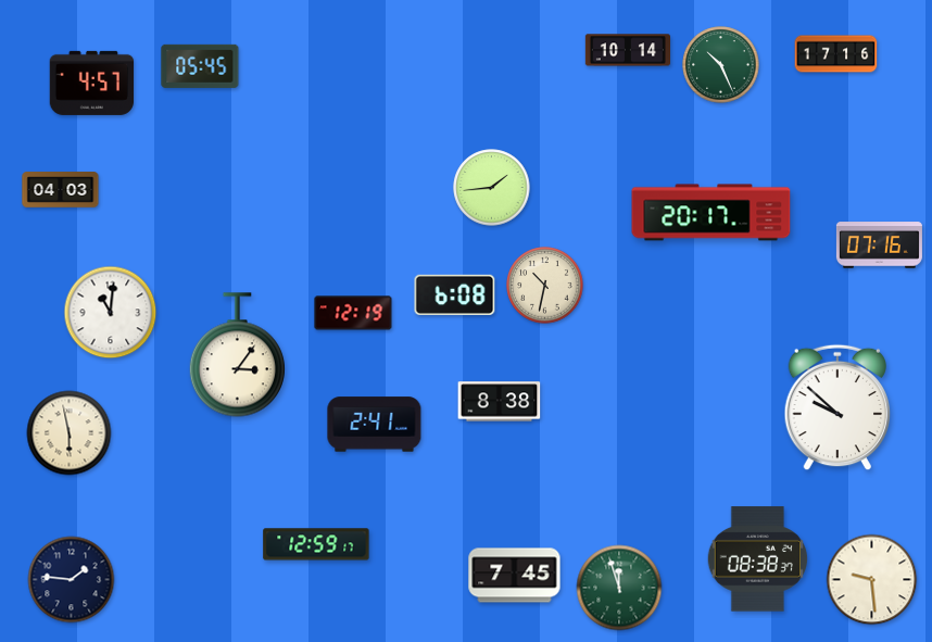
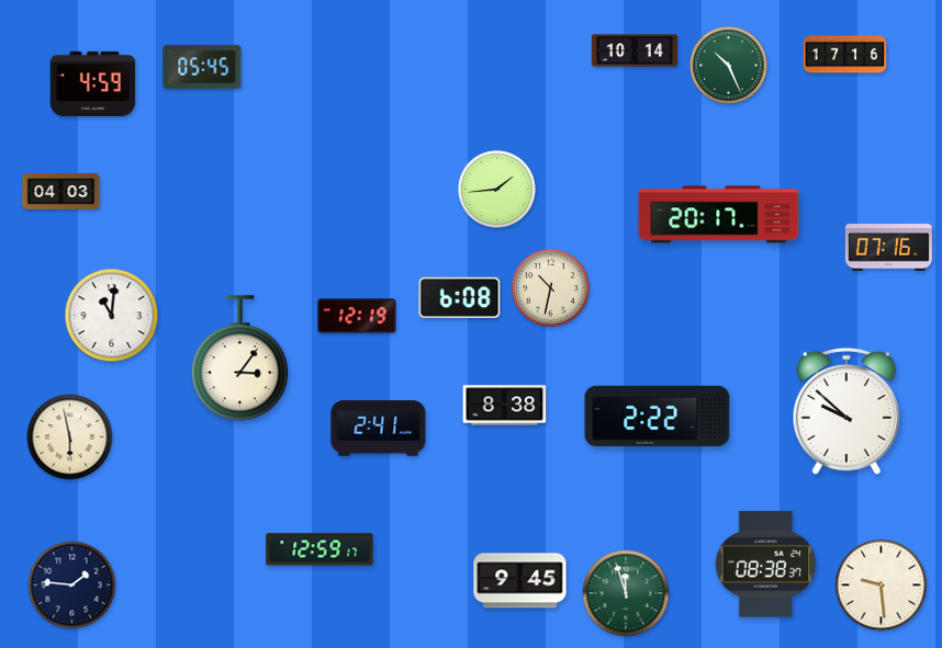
clock at (92, 83): 4:57 -> 4:59
clock at (658, 416): none -> 2:22
clock at (515, 576): 7:45 -> 9:45
